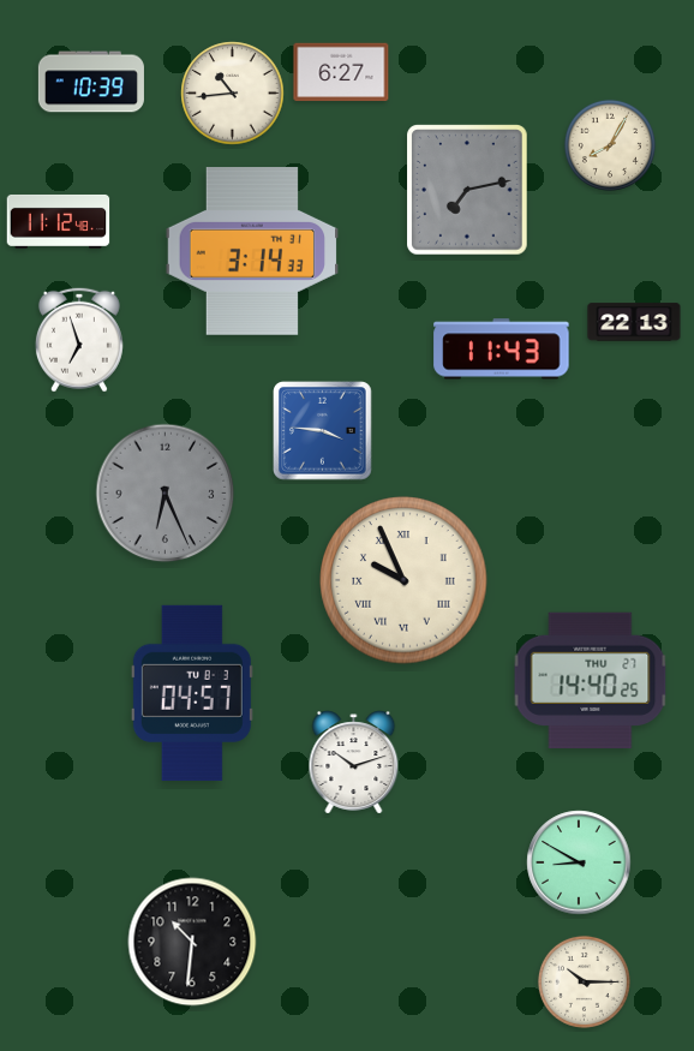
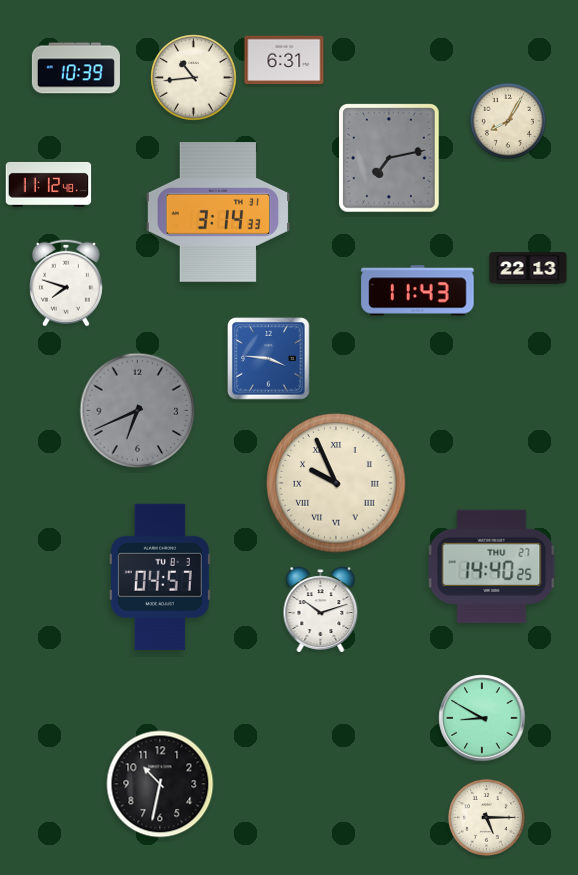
clock at (341, 72): 6:27 -> 6:31
clock at (252, 251) position: (252, 251) -> (218, 212)
clock at (79, 340): 6:57 -> 7:48
clock at (166, 494): 6:26 -> 6:41
clock at (354, 763) position: (354, 763) -> (321, 610)
clock at (192, 942): 10:31 -> 10:32
clock at (584, 981): 10:15 -> 5:15
